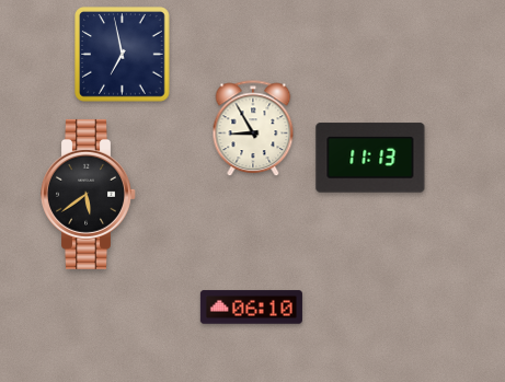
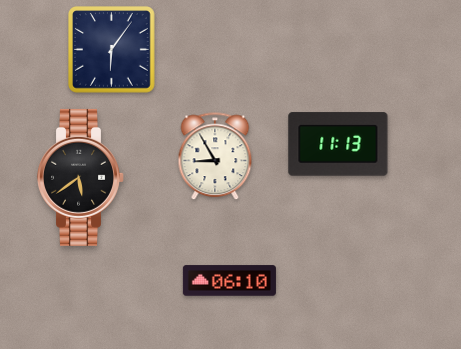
clock at (123, 55): 6:58 -> 6:06
clock at (253, 129) position: (253, 129) -> (215, 157)
